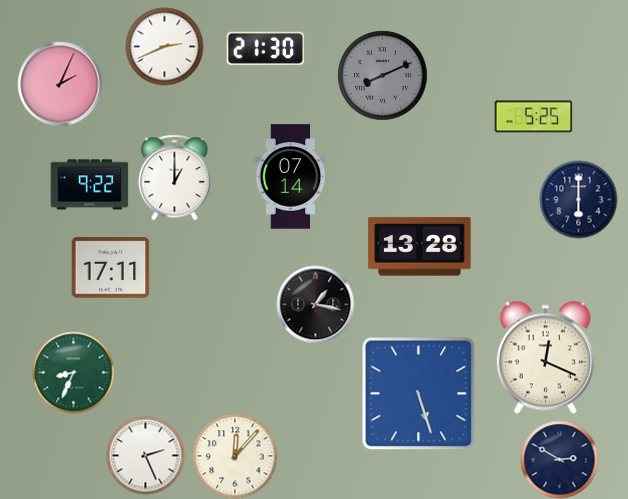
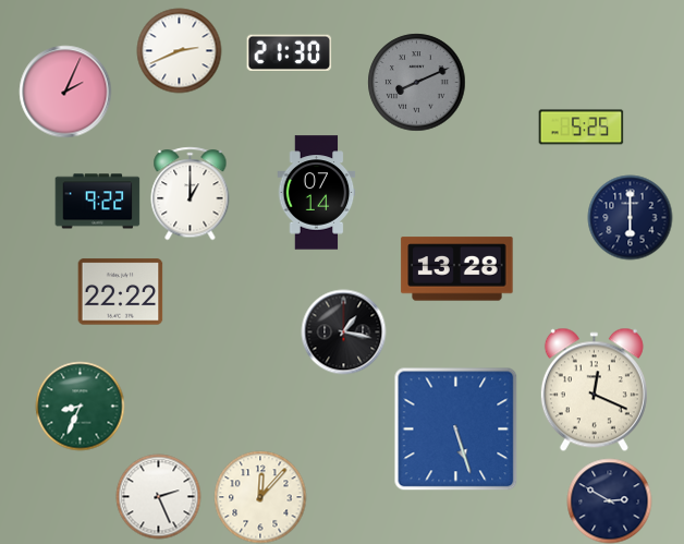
clock at (110, 268): 17:11 -> 22:22
clock at (235, 456) position: (235, 456) -> (260, 497)
